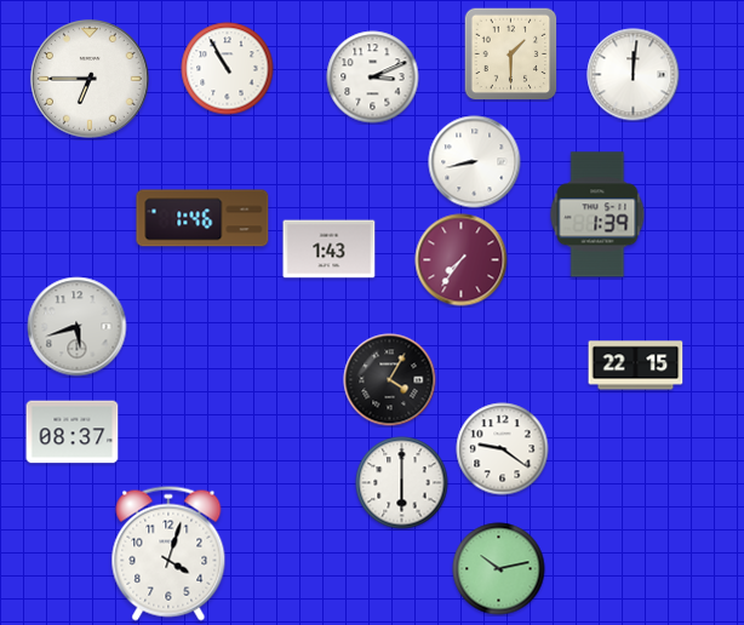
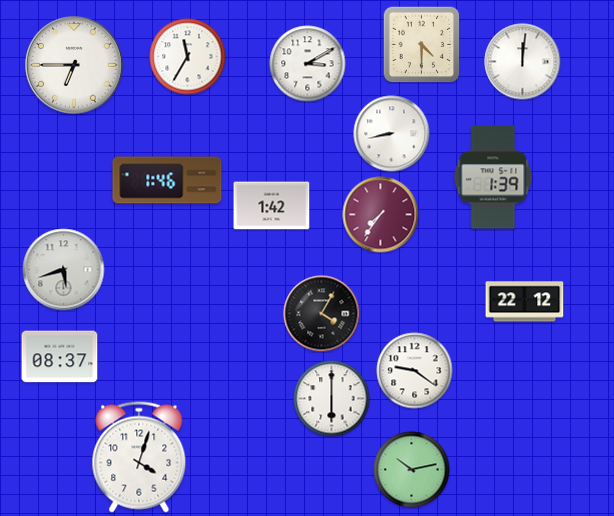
clock at (510, 53): 1:30 -> 4:30
clock at (228, 69): 10:55 -> 11:35
clock at (373, 78): 3:11 -> 3:10
clock at (330, 250): 1:43 -> 1:42
clock at (636, 366): 22:15 -> 22:12
